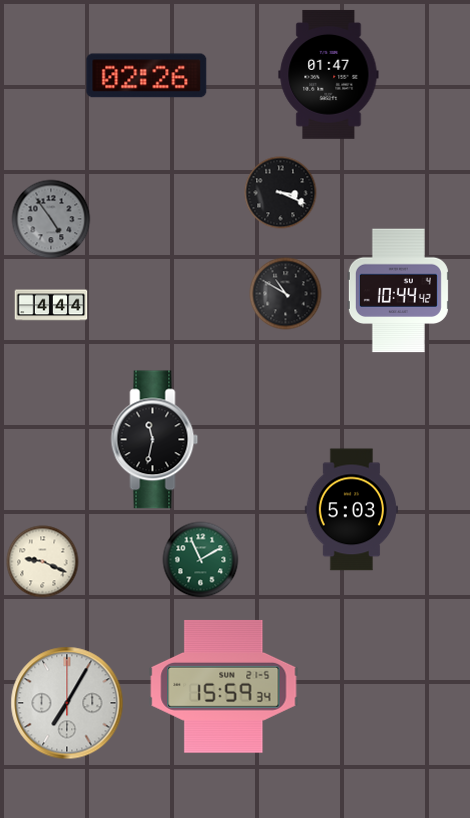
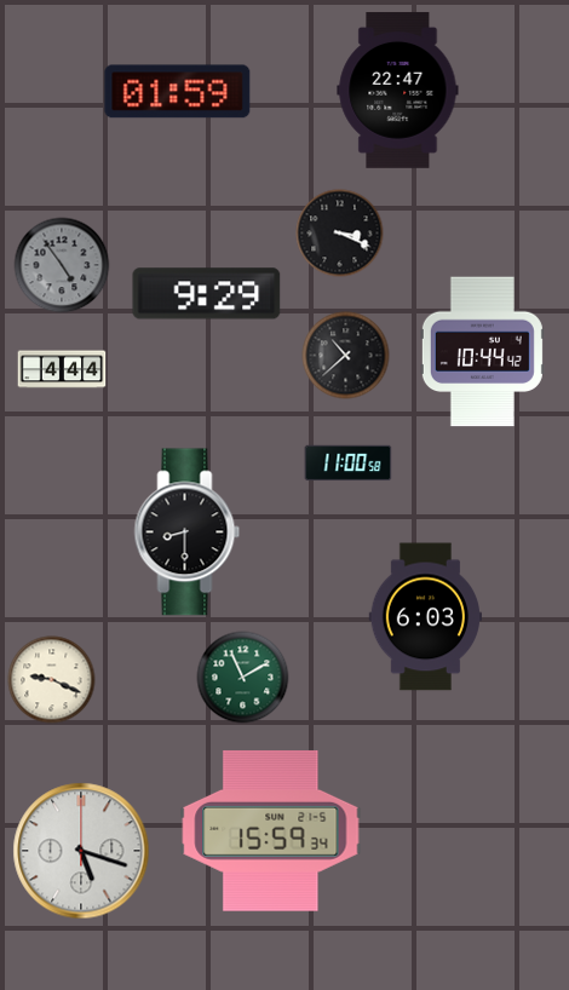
clock at (329, 74): 01:47 -> 22:47
clock at (147, 76): 02:26 -> 01:59
clock at (207, 294): none -> 9:29
clock at (286, 294): 10:50 -> 10:38
clock at (349, 464): none -> 11:00
clock at (155, 440): 11:32 -> 8:30
clock at (351, 510): 5:03 -> 6:03
clock at (67, 703): 7:05 -> 5:18
